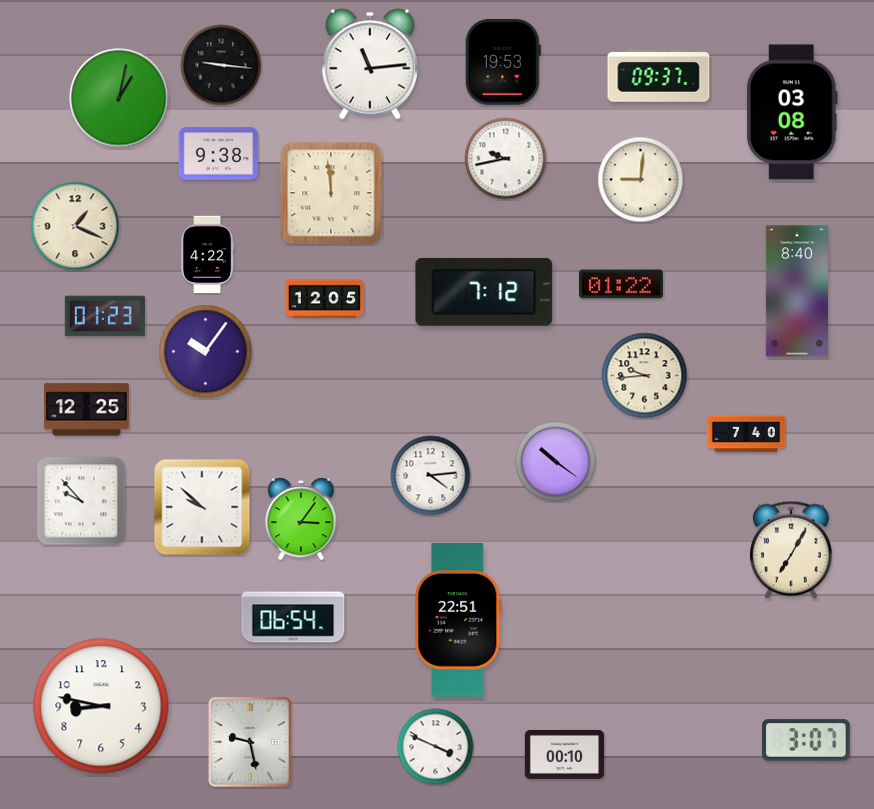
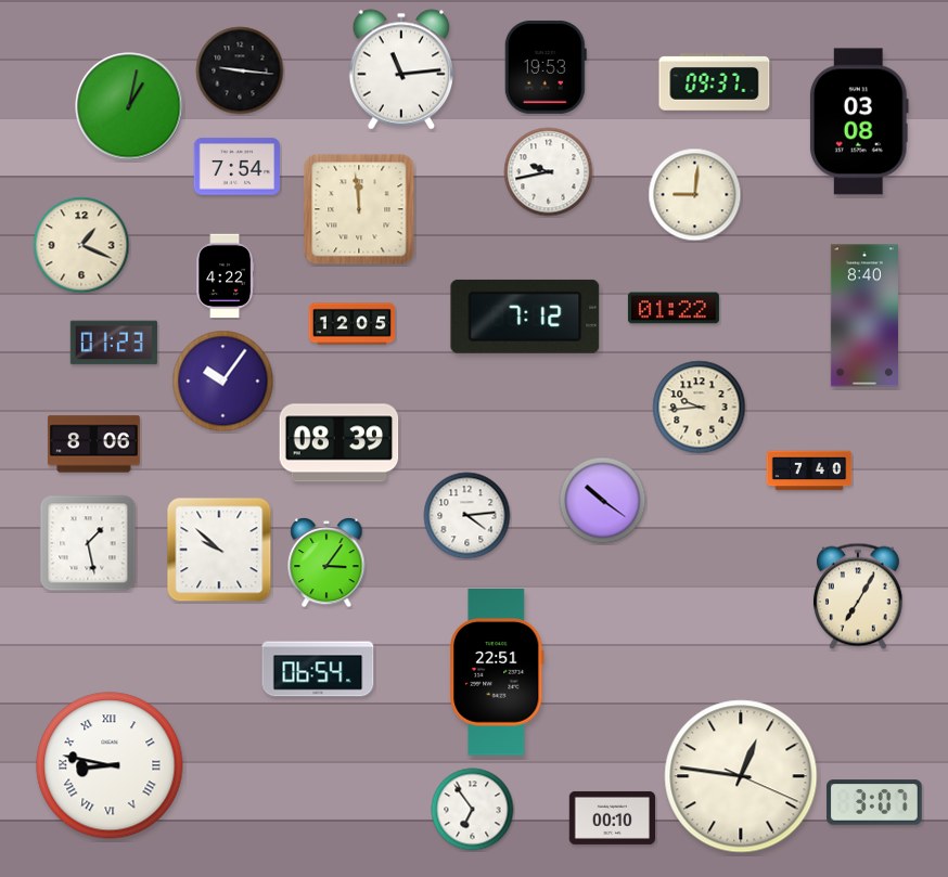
clock at (219, 154): 9:38 -> 7:54
clock at (340, 443): none -> 08:39
clock at (86, 410): 12:25 -> 8:06
clock at (81, 501): 9:53 -> 1:28
clock at (101, 706) numerals: Arabic -> Roman
clock at (741, 776): none -> 12:46
clock at (250, 742): 9:28 -> none
clock at (436, 747): 3:49 -> 6:54
